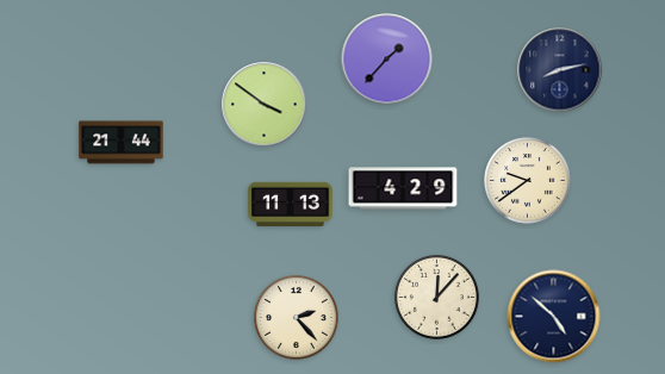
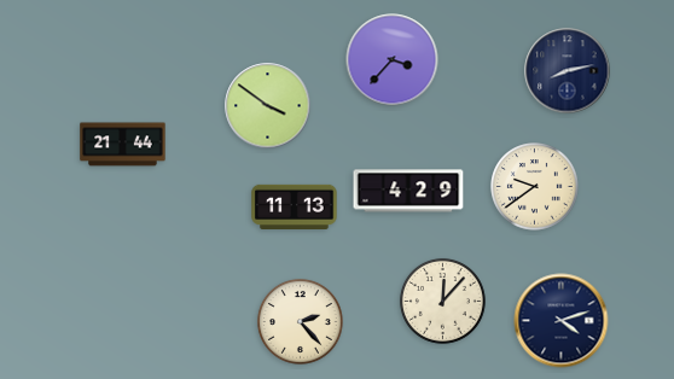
clock at (387, 60): 1:37 -> 3:37
clock at (528, 181) position: (528, 181) -> (535, 187)
clock at (554, 317): 4:52 -> 4:12
